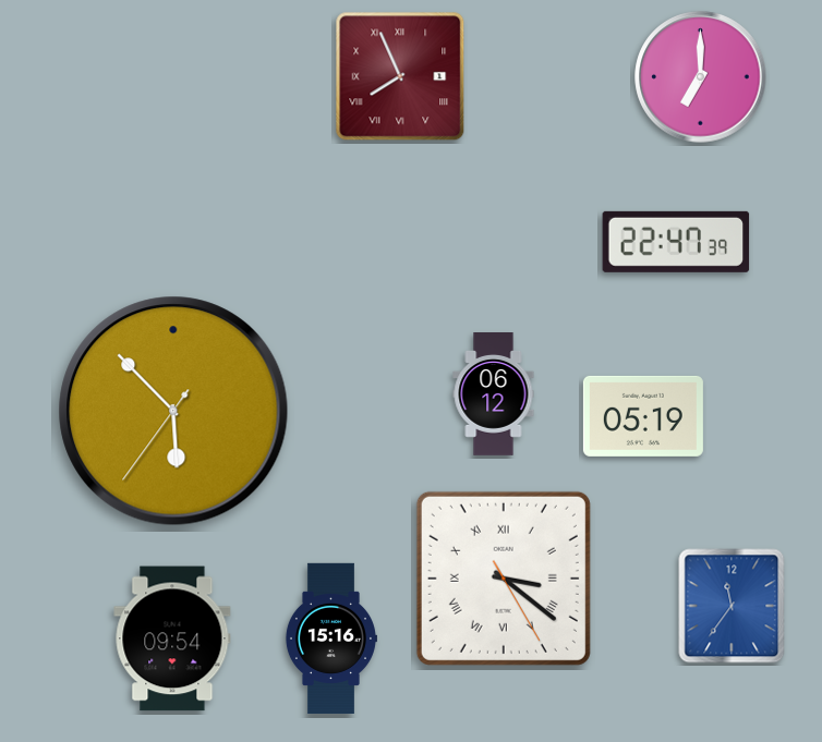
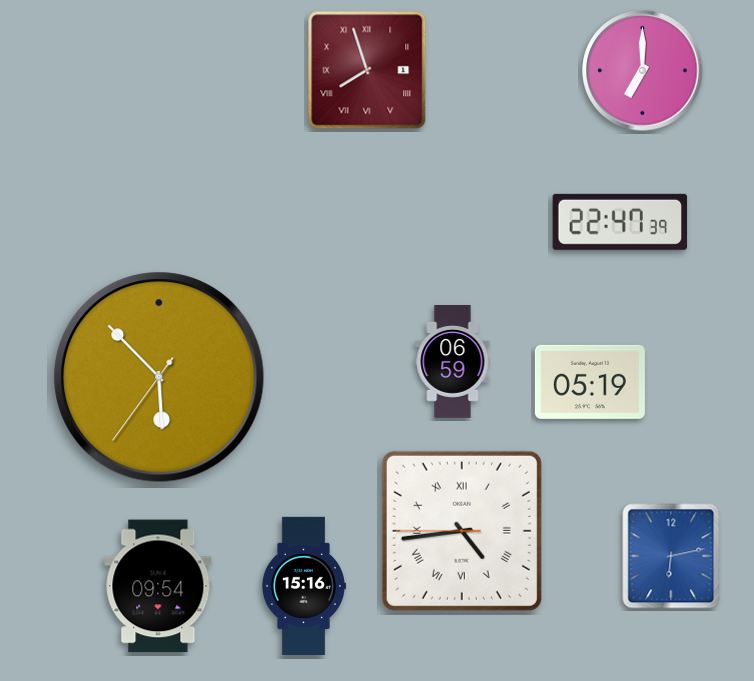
clock at (400, 76): 7:56 -> 7:57
clock at (494, 394): 06:12 -> 06:59
clock at (504, 579): 3:21 -> 4:43
clock at (732, 606): 11:36 -> 6:13
